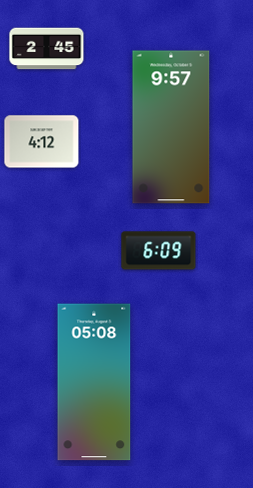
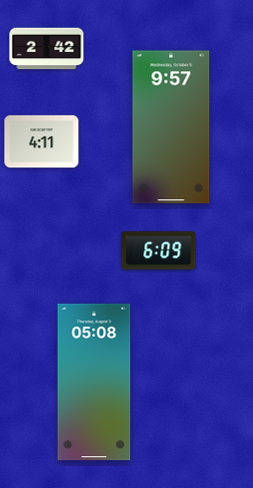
clock at (47, 49): 2:45 -> 2:42
clock at (42, 142): 4:12 -> 4:11
